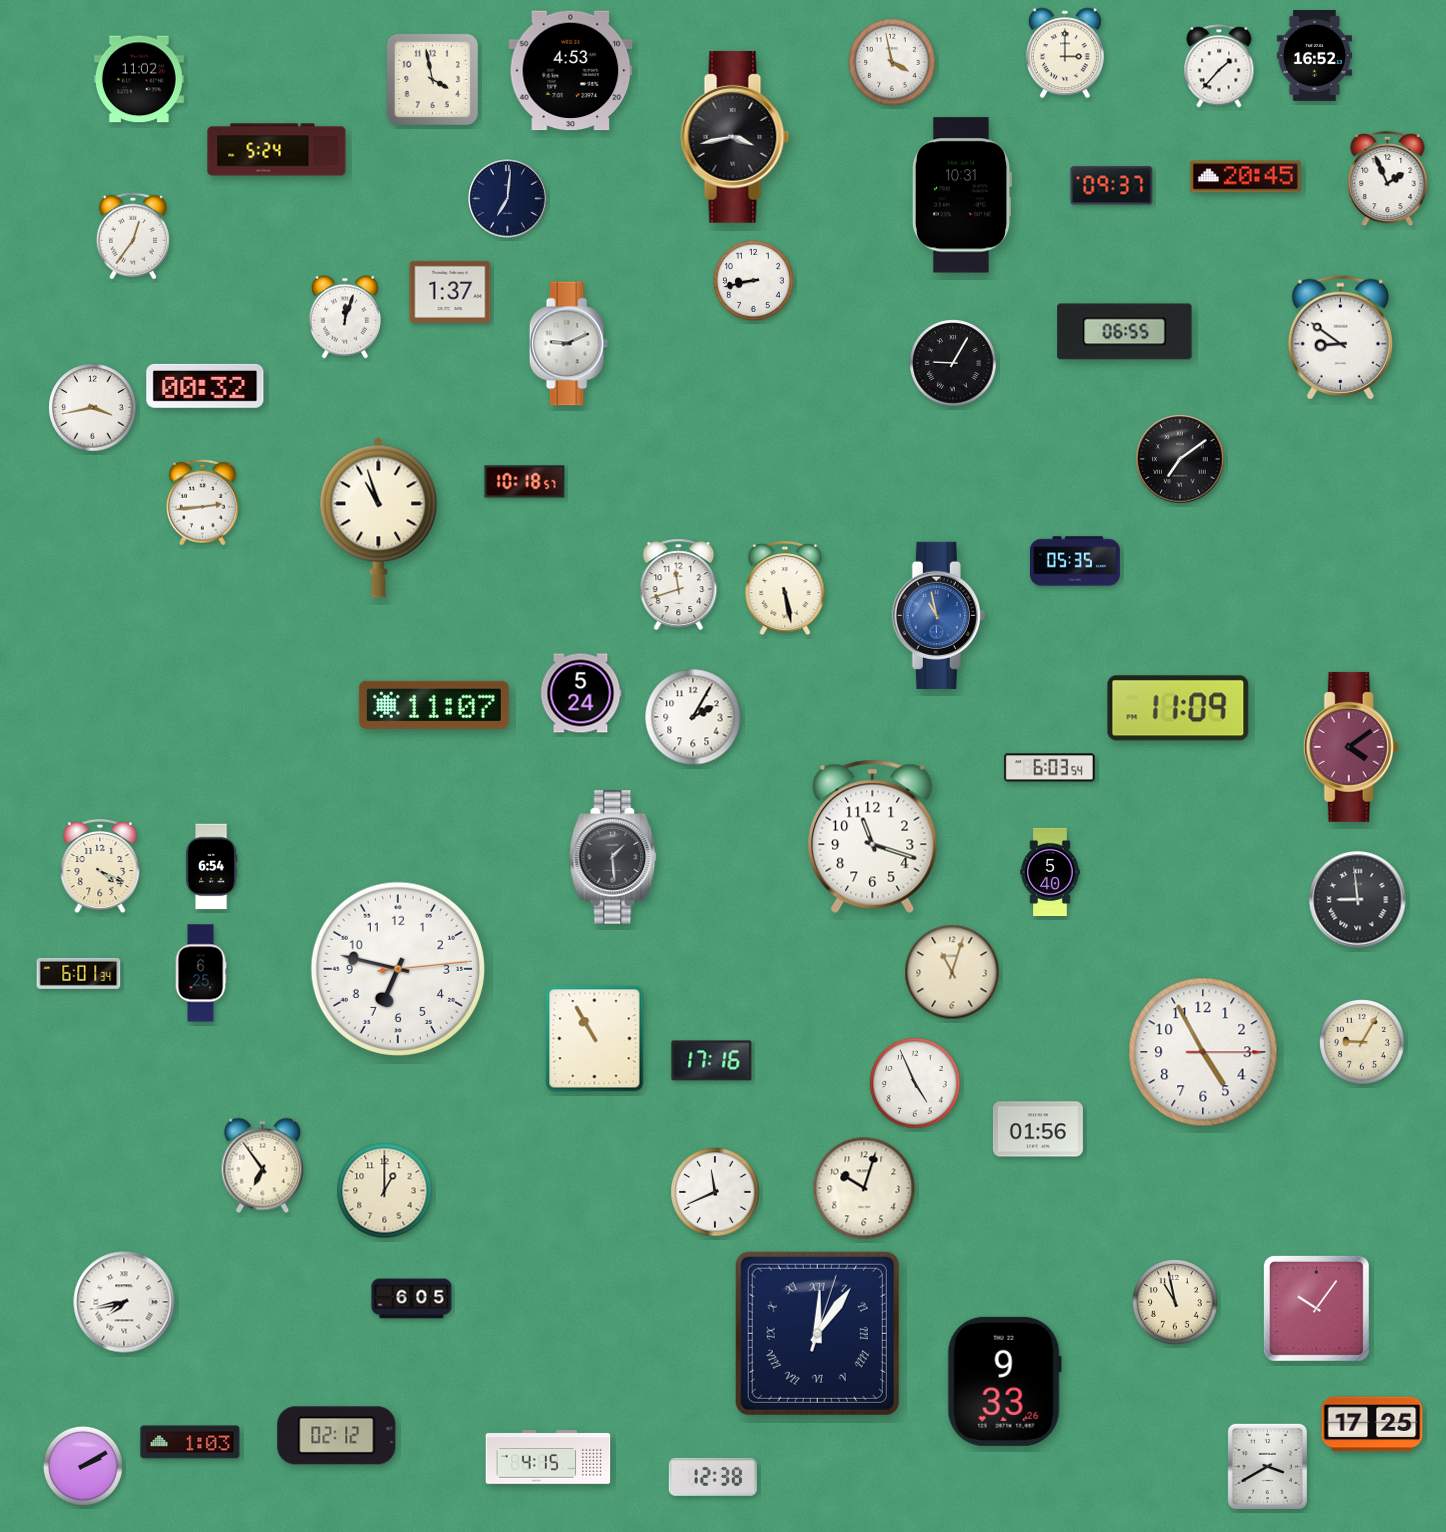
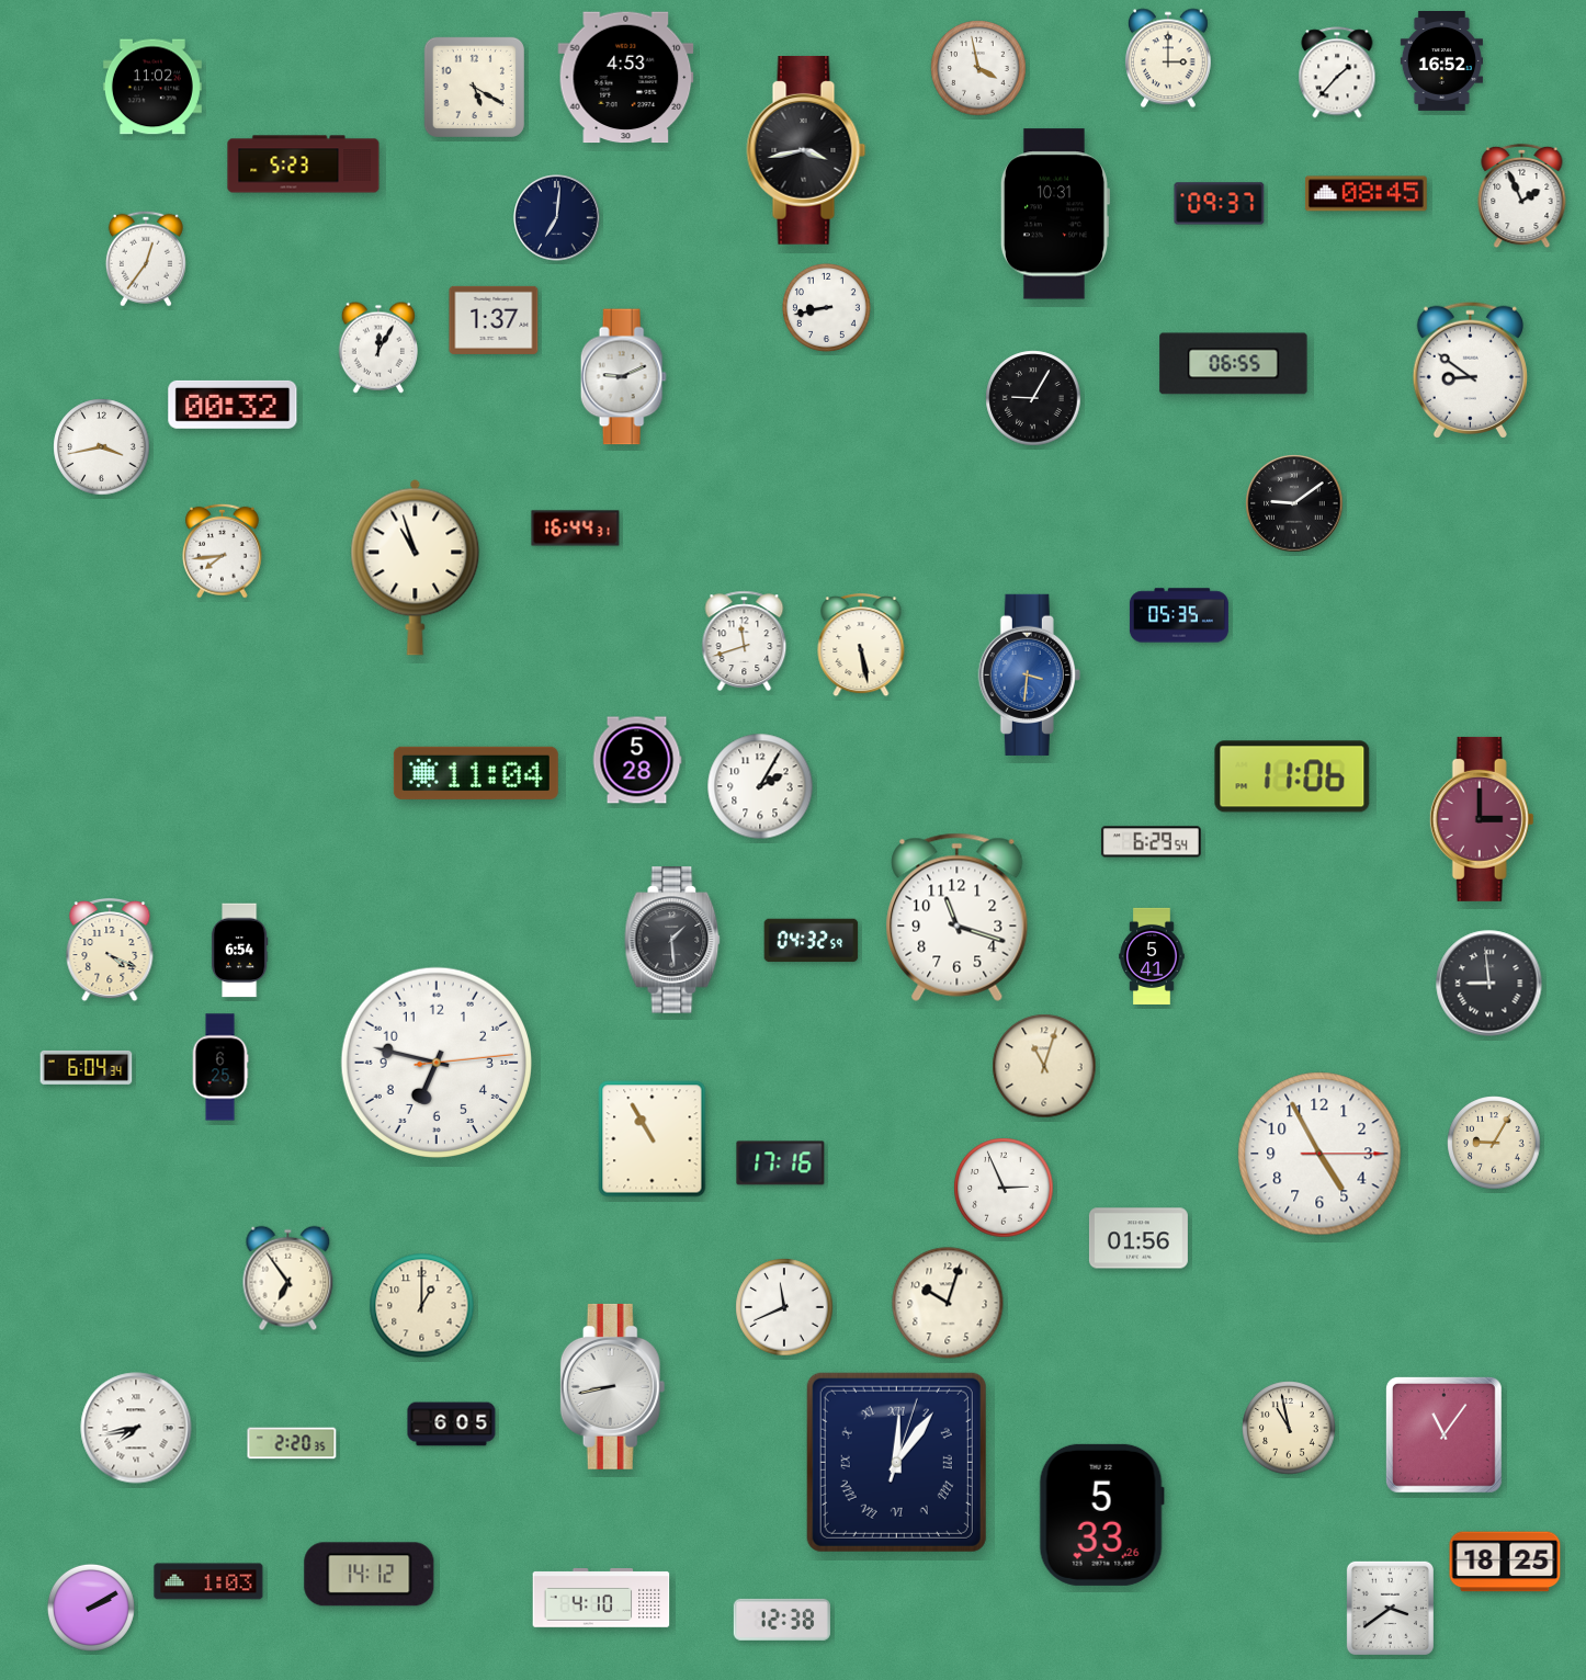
clock at (432, 79): 3:58 -> 5:20
clock at (277, 150): 5:24 -> 5:23
clock at (1245, 177): 20:45 -> 08:45
clock at (345, 317): 12:03 -> 12:05
clock at (953, 363) position: (953, 363) -> (1033, 398)
clock at (205, 386) position: (205, 386) -> (233, 405)
clock at (1180, 459): 7:09 -> 9:09
clock at (525, 482): 10:18 -> 16:44
clock at (202, 502): 2:44 -> 7:44
clock at (938, 615): 10:58 -> 3:31
clock at (581, 693): 5:24 -> 5:28
clock at (434, 705): 11:07 -> 11:04
clock at (1178, 708): 11:09 -> 11:06
clock at (1351, 747): 4:09 -> 3:00
clock at (1049, 768): 6:03 -> 6:29
clock at (812, 941): none -> 04:32
clock at (211, 867) position: (211, 867) -> (239, 951)
clock at (1050, 871): 5:40 -> 5:41
clock at (1358, 900) position: (1358, 900) -> (1489, 984)
clock at (79, 973): 6:01 -> 6:04
clock at (915, 1083): 4:56 -> 2:56
clock at (613, 1386): none -> 8:43
clock at (1316, 1308): 10:06 -> 11:06
clock at (292, 1443): none -> 2:20
clock at (1004, 1381): 9:33 -> 5:33
clock at (1372, 1424): 17:25 -> 18:25
clock at (337, 1436): 02:12 -> 14:12
clock at (548, 1457): 4:15 -> 4:10
clock at (1267, 1466): 3:40 -> 3:39
